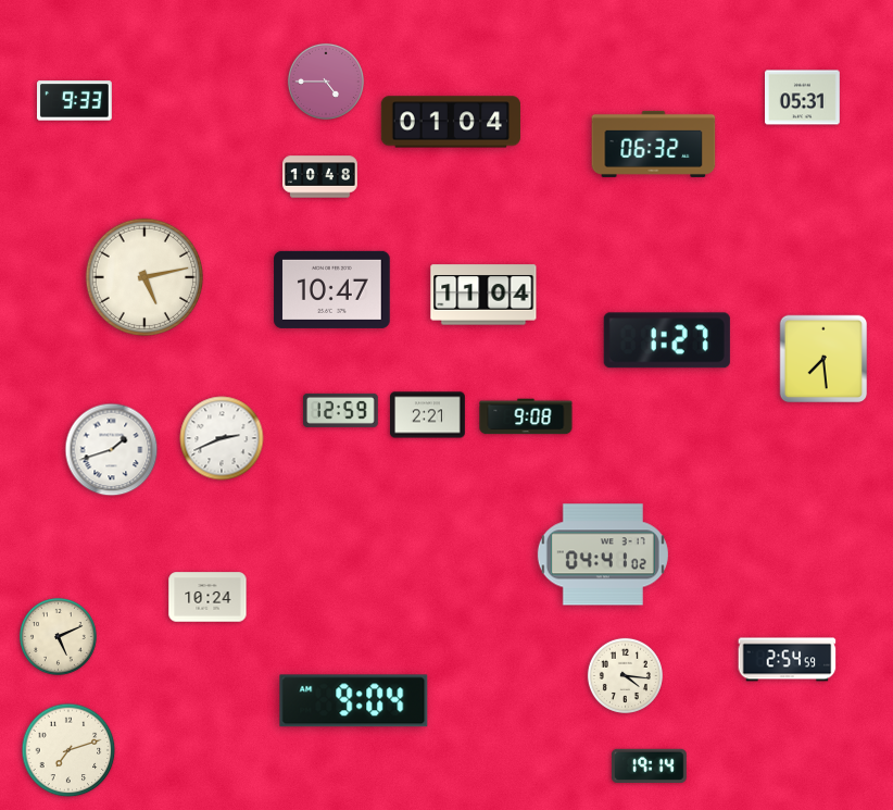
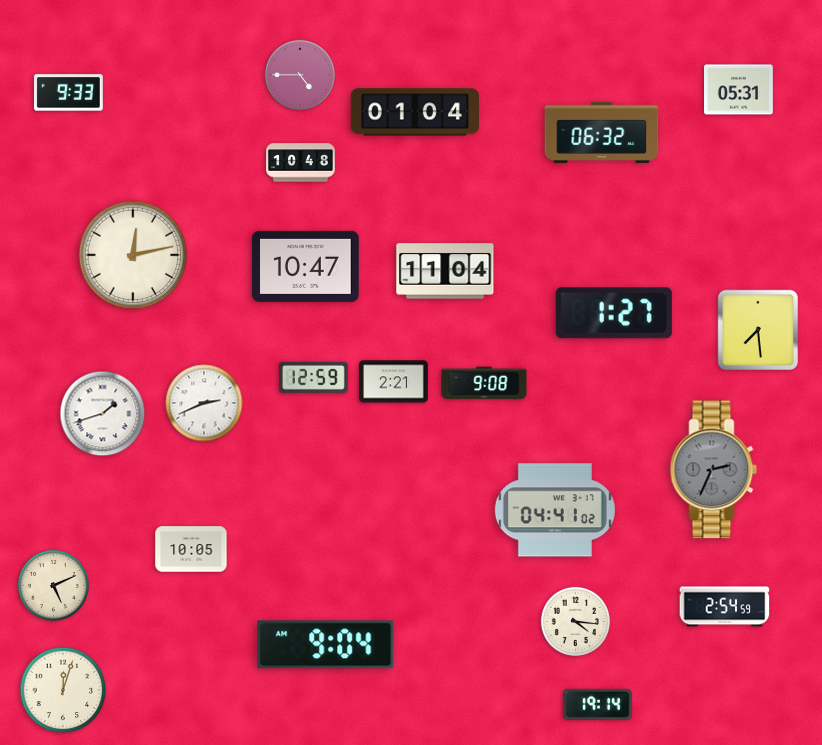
clock at (320, 177) position: (320, 177) -> (301, 163)
clock at (143, 276): 5:13 -> 12:13
clock at (714, 470): none -> 2:34
clock at (207, 597): 10:24 -> 10:05
clock at (68, 750): 7:12 -> 12:03
